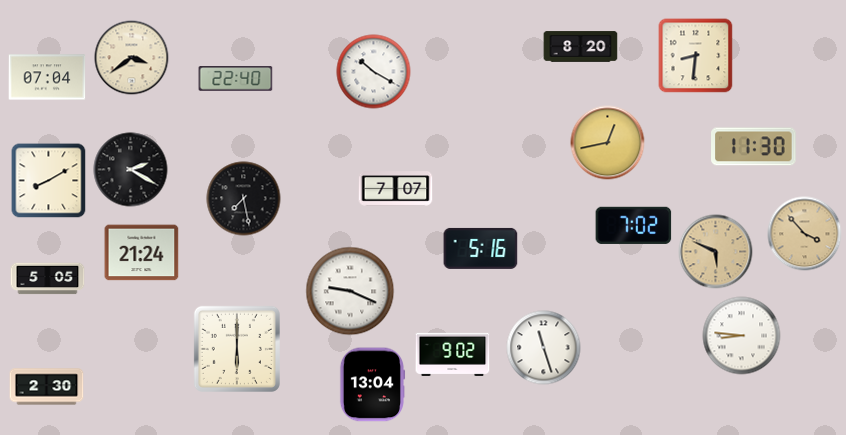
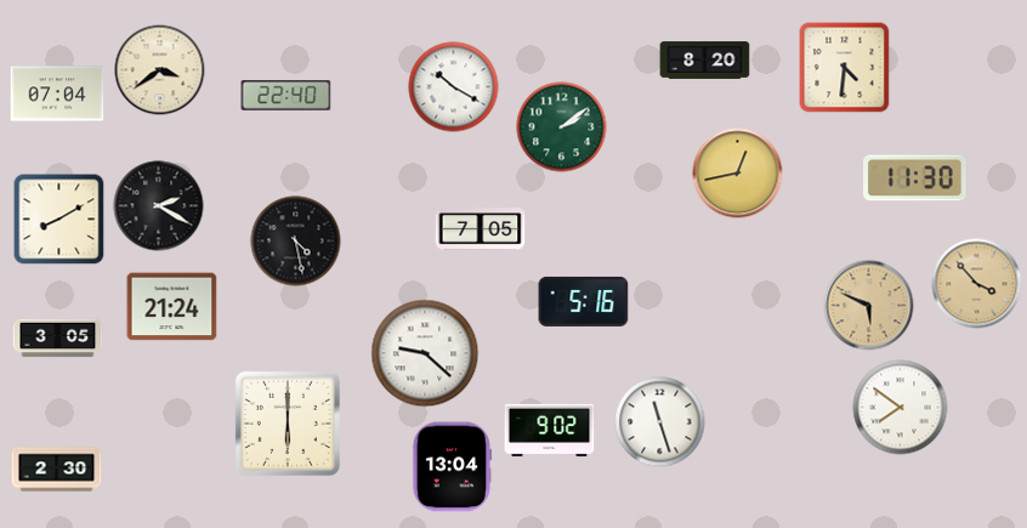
clock at (581, 47) position: (581, 47) -> (705, 61)
clock at (696, 56): 8:31 -> 4:31
clock at (562, 127): none -> 2:09
clock at (396, 189): 7:07 -> 7:05
clock at (244, 199): 7:28 -> 4:28
clock at (634, 225): 7:02 -> none
clock at (48, 279): 5:05 -> 3:05
clock at (350, 291): 9:19 -> 9:22
clock at (742, 336): 8:46 -> 7:51
